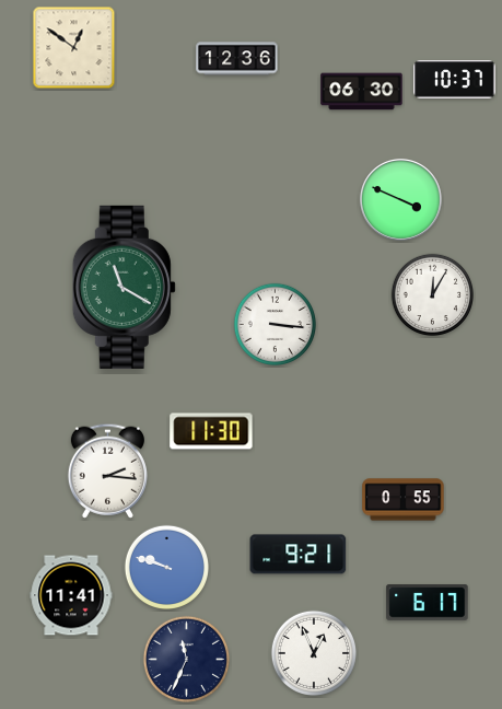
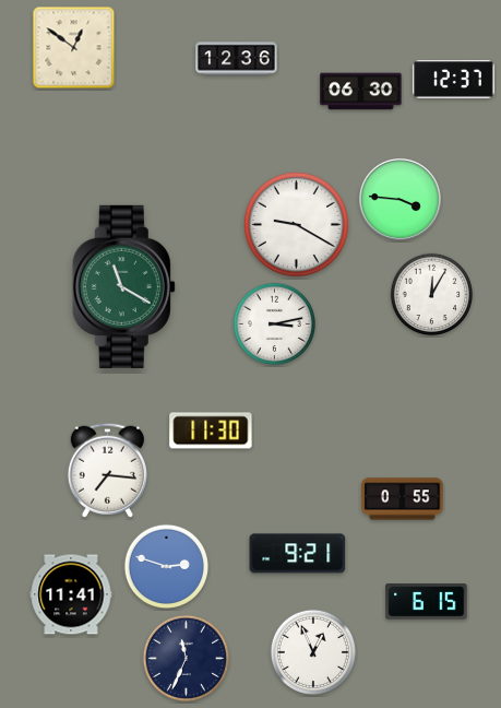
clock at (455, 80): 10:37 -> 12:37
clock at (400, 200): 3:49 -> 3:46
clock at (296, 224): none -> 9:20
clock at (276, 325): 3:16 -> 3:13
clock at (107, 470): 2:16 -> 7:16
clock at (166, 567): 9:48 -> 2:48
clock at (428, 603): 6:17 -> 6:15
